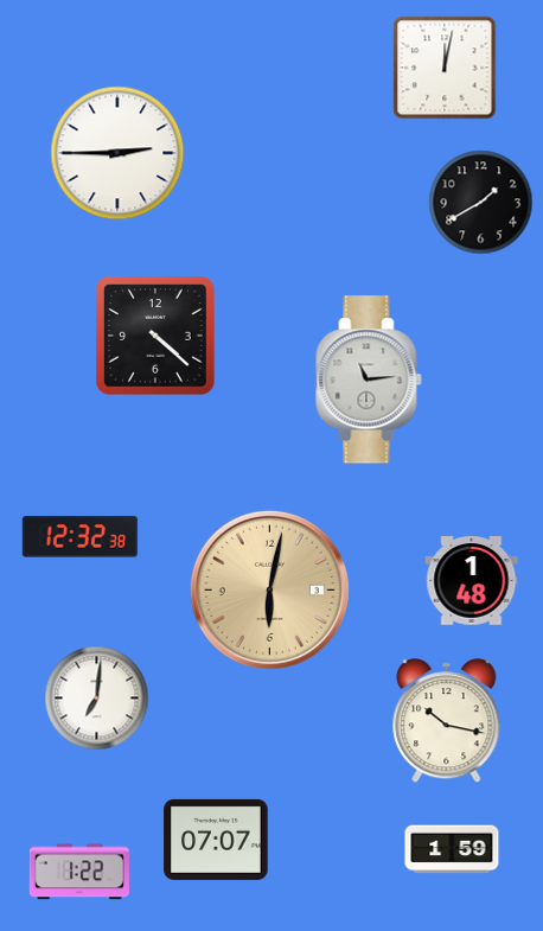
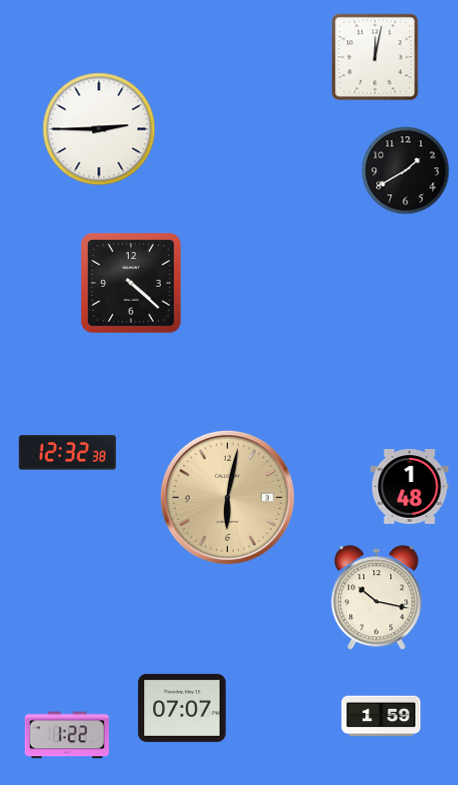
clock at (369, 380): 11:14 -> none
clock at (472, 581) position: (472, 581) -> (410, 487)
clock at (97, 699): 7:01 -> none
clock at (447, 721) position: (447, 721) -> (377, 598)
